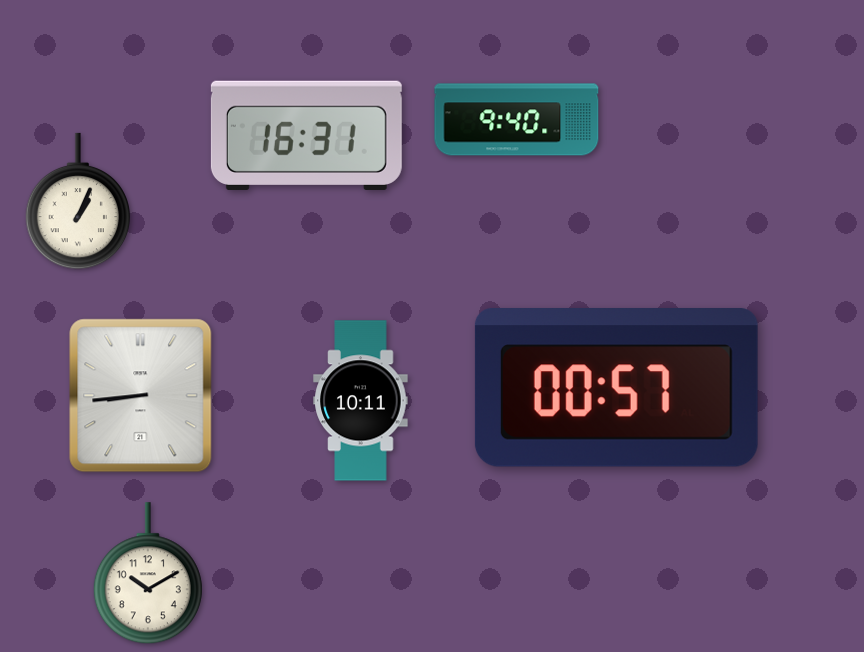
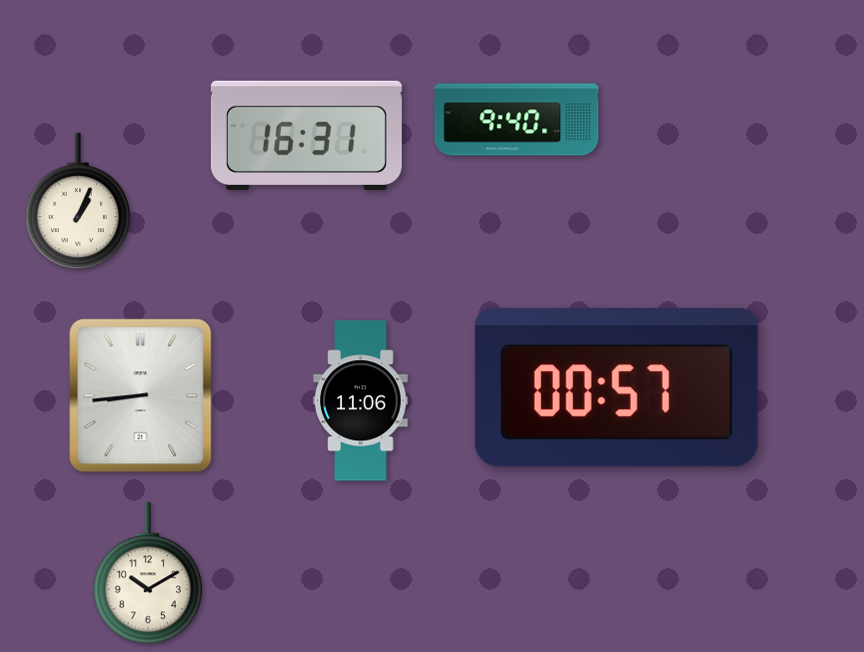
clock at (361, 401): 10:11 -> 11:06
